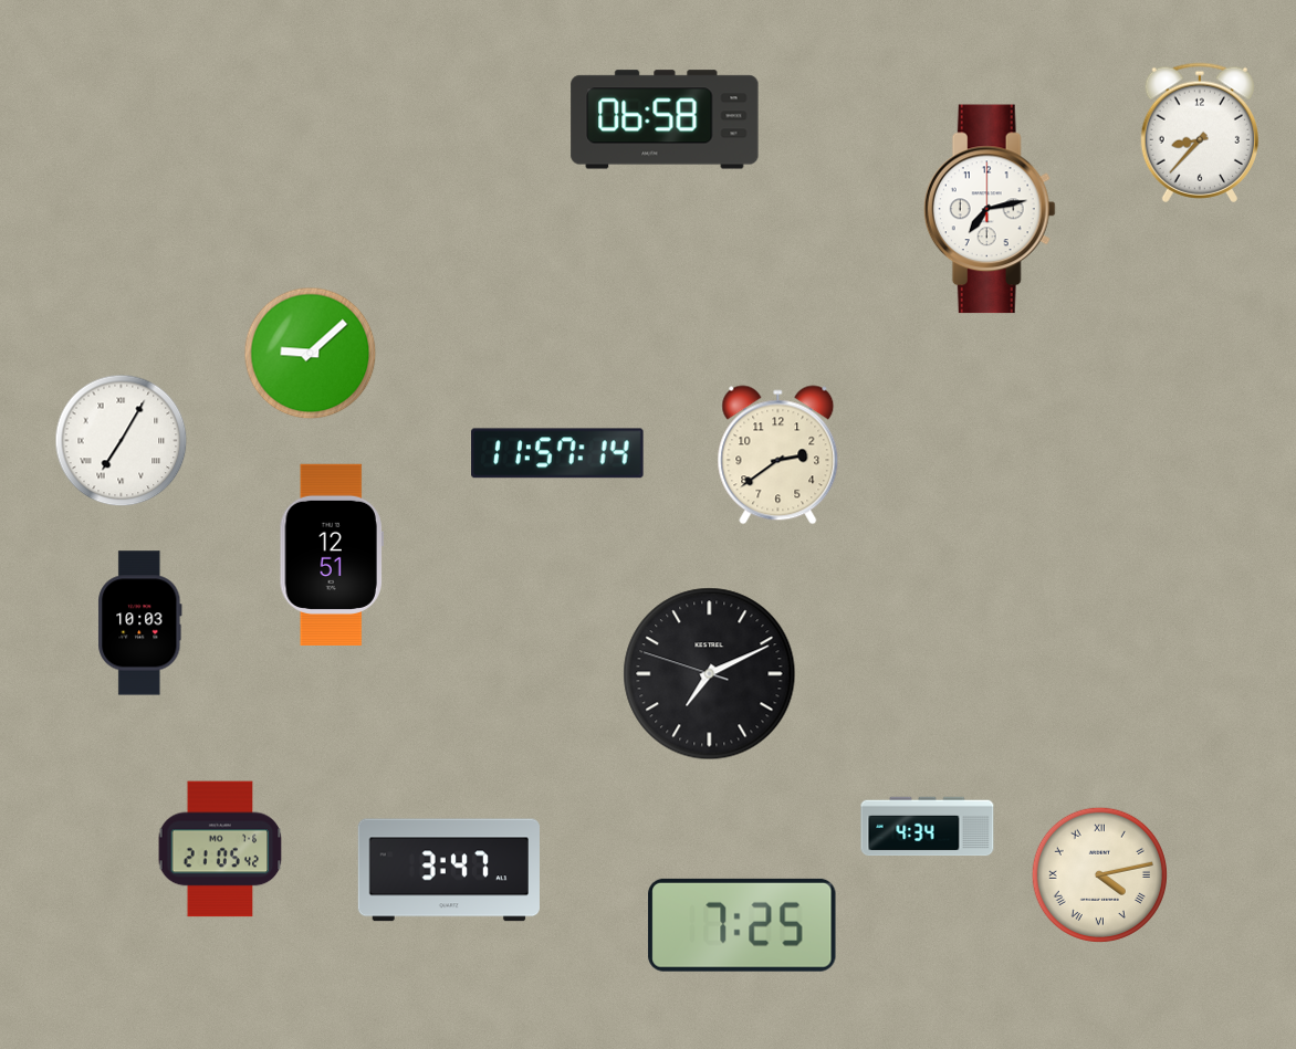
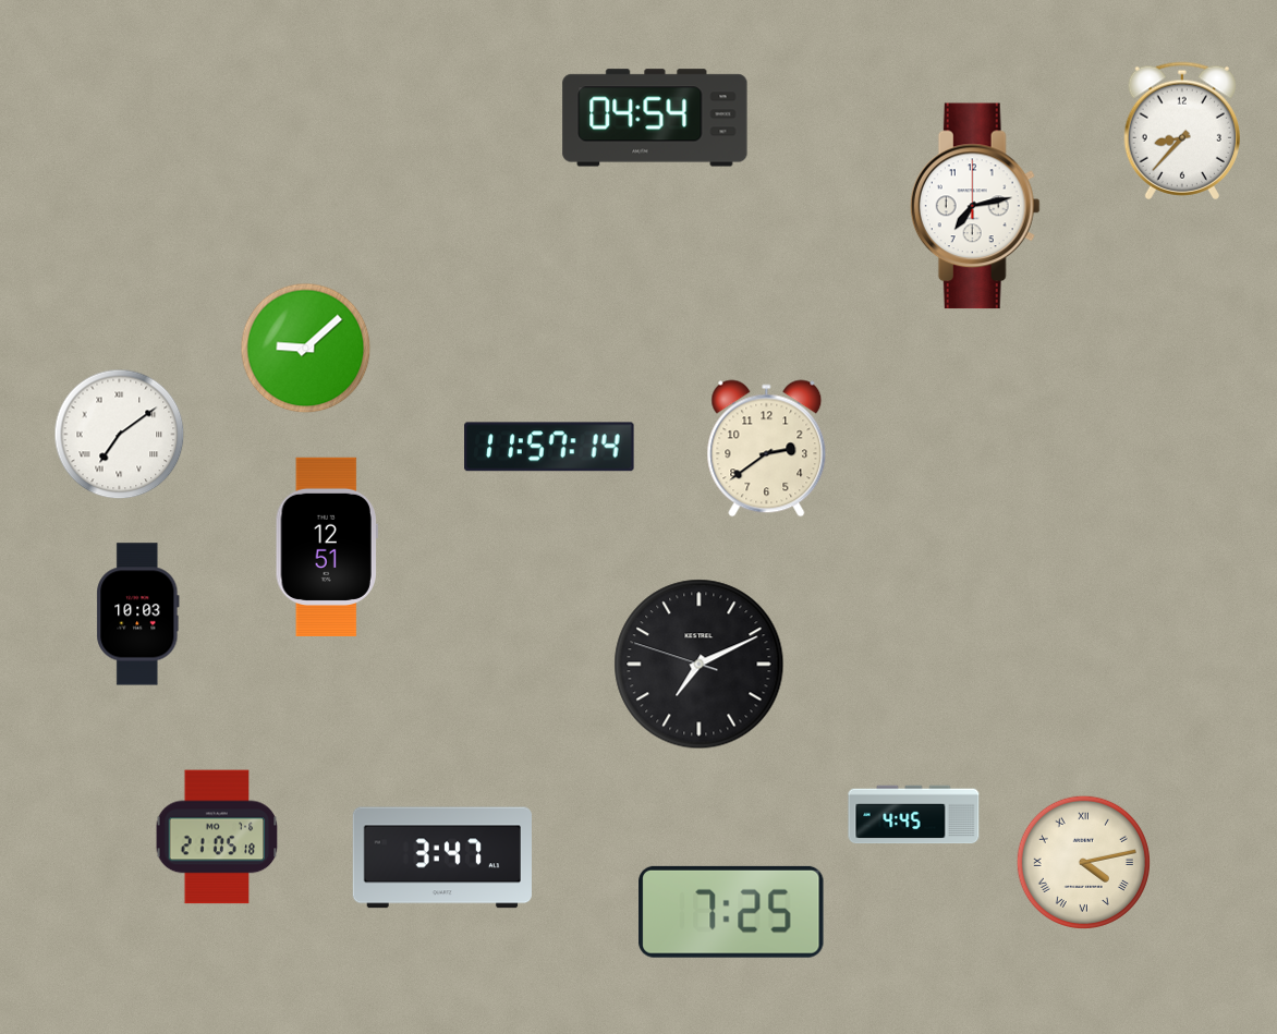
clock at (665, 119): 06:58 -> 04:54
clock at (122, 441): 7:05 -> 7:09
clock at (928, 827): 4:34 -> 4:45
clock at (220, 849): 21:05:42 -> 21:05:18
